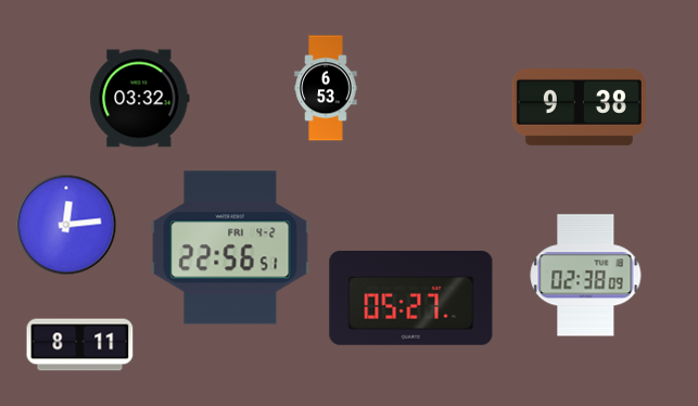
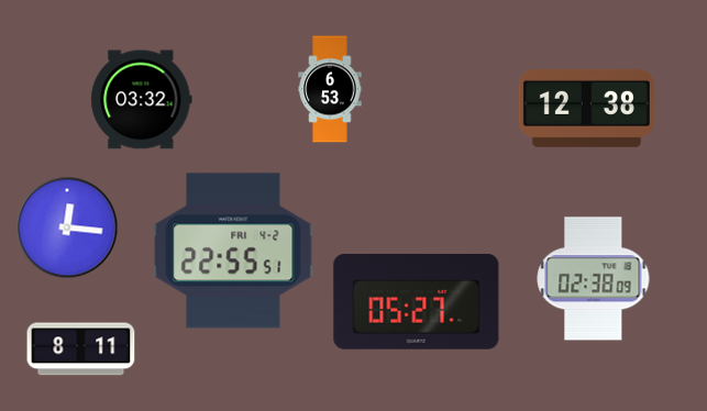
clock at (579, 106): 9:38 -> 12:38
clock at (66, 225): 12:14 -> 12:16
clock at (230, 248): 22:56 -> 22:55
